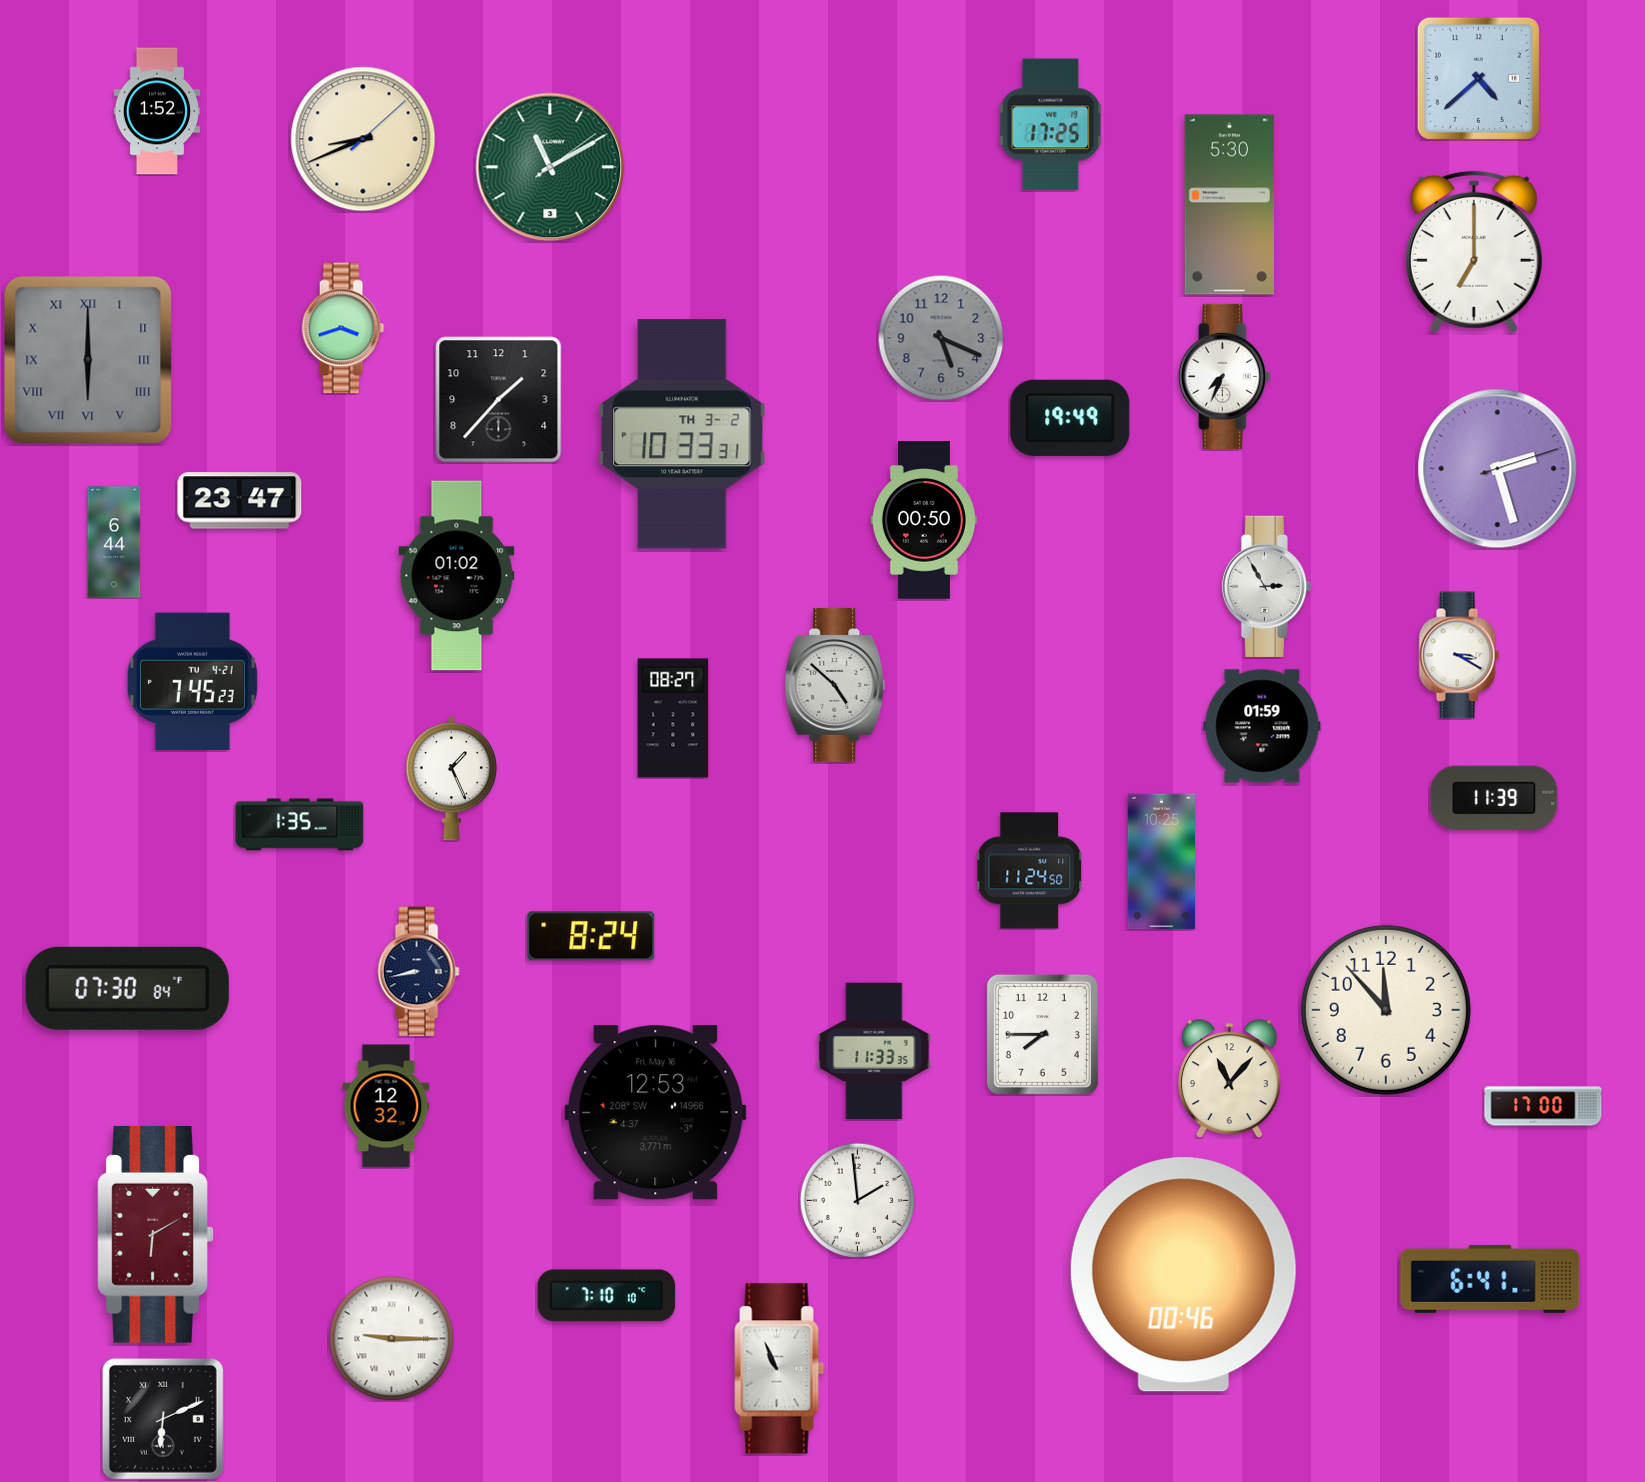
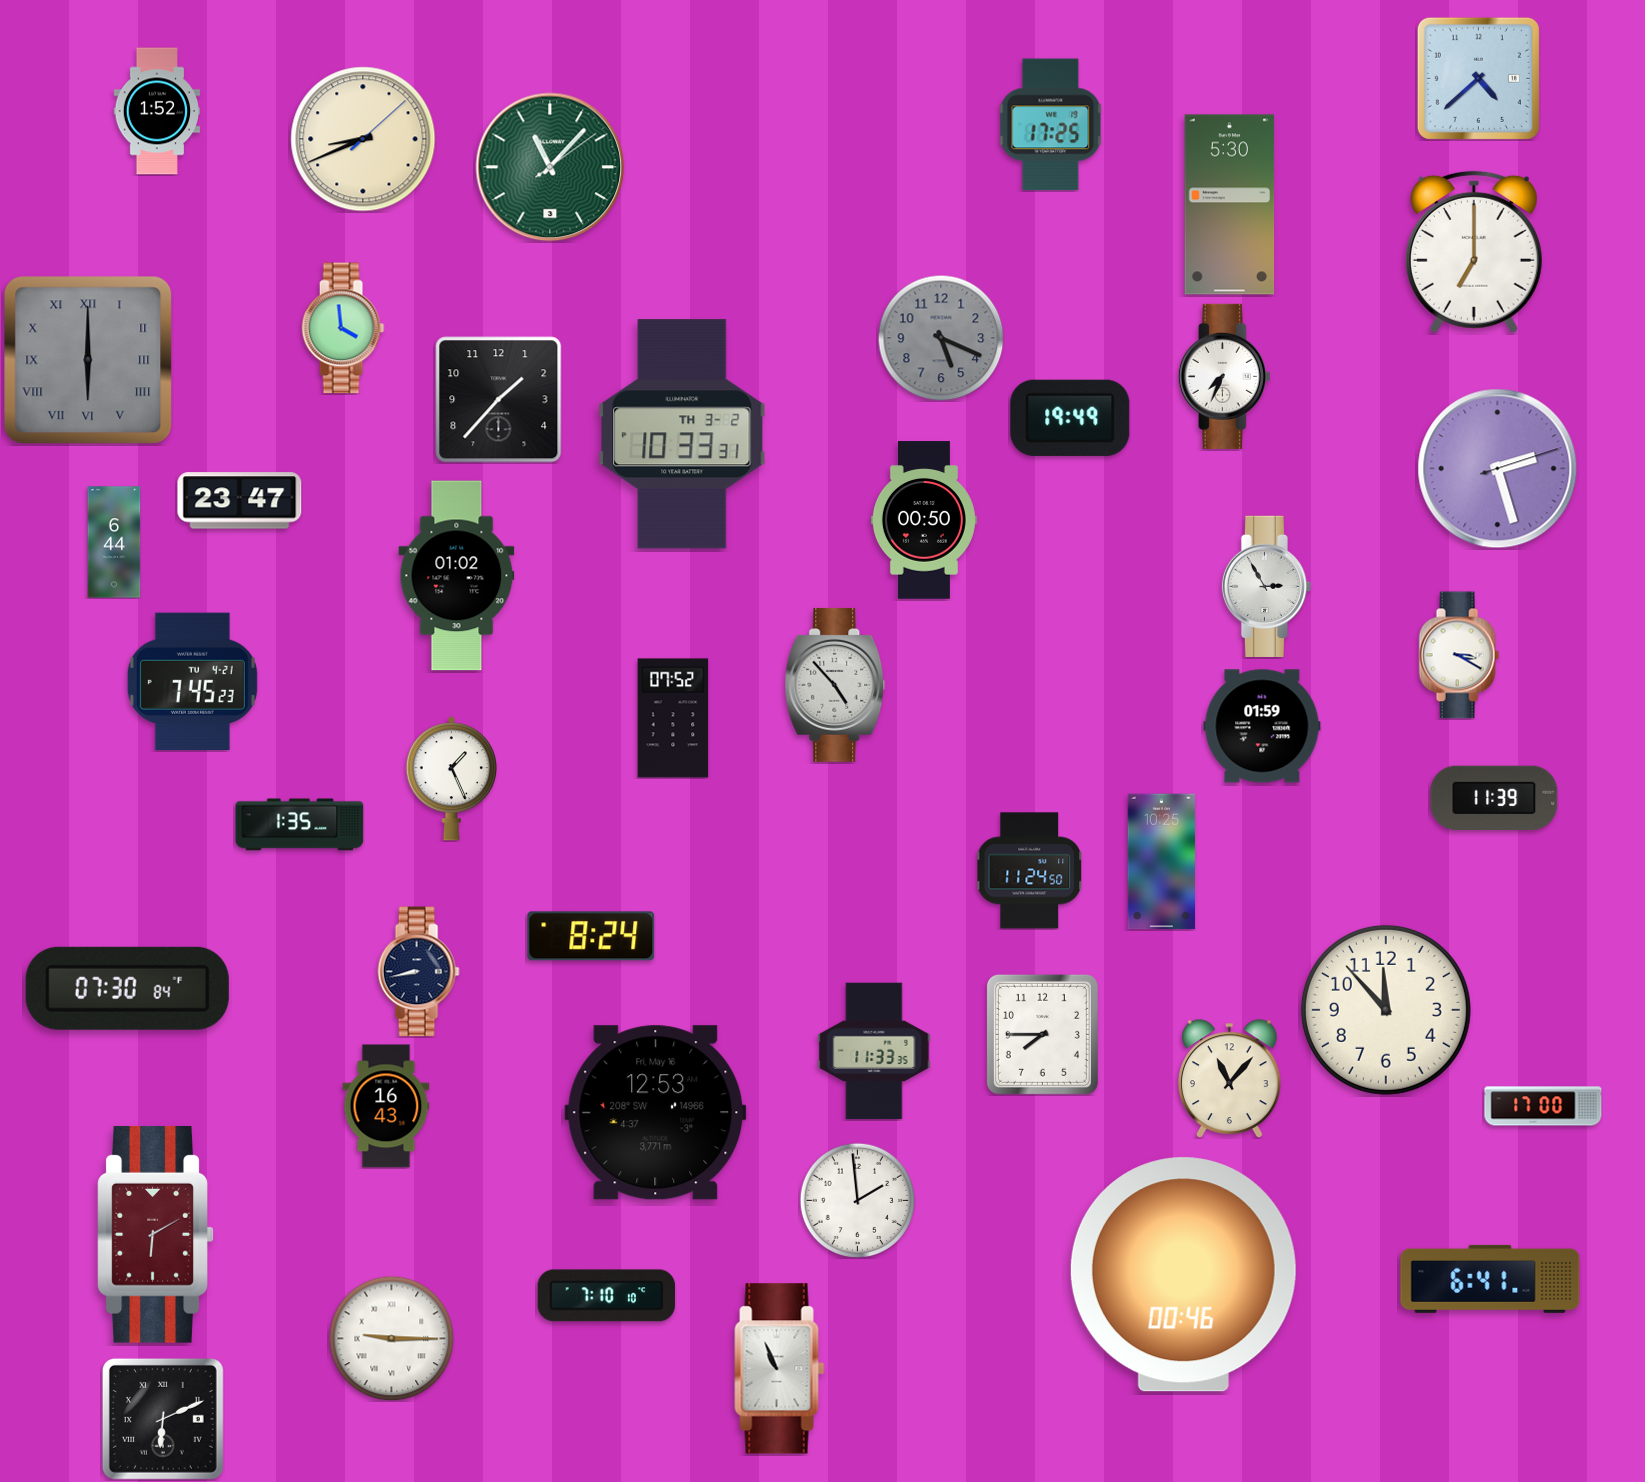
clock at (550, 167): 11:10 -> 11:07
clock at (343, 328): 3:42 -> 3:59
clock at (835, 685): 4:52 -> 4:53
clock at (673, 718): 08:27 -> 07:52
clock at (386, 1106): 12:32 -> 16:43
